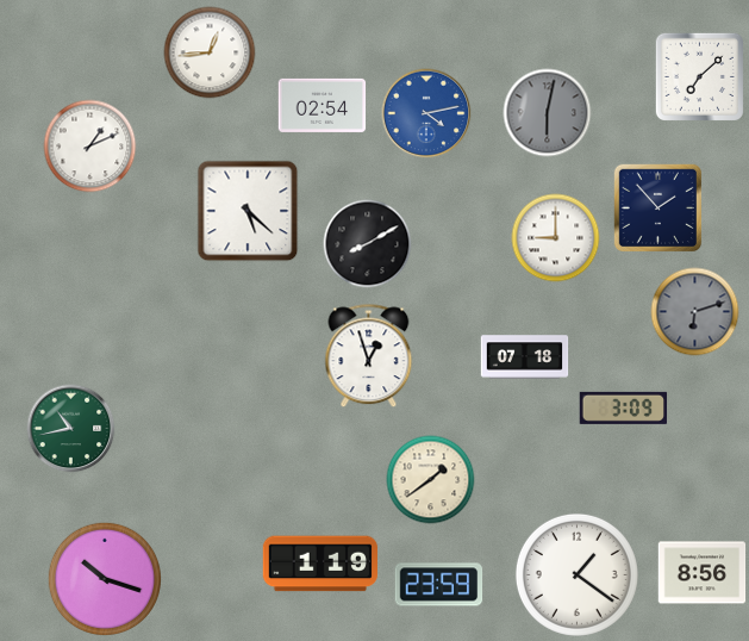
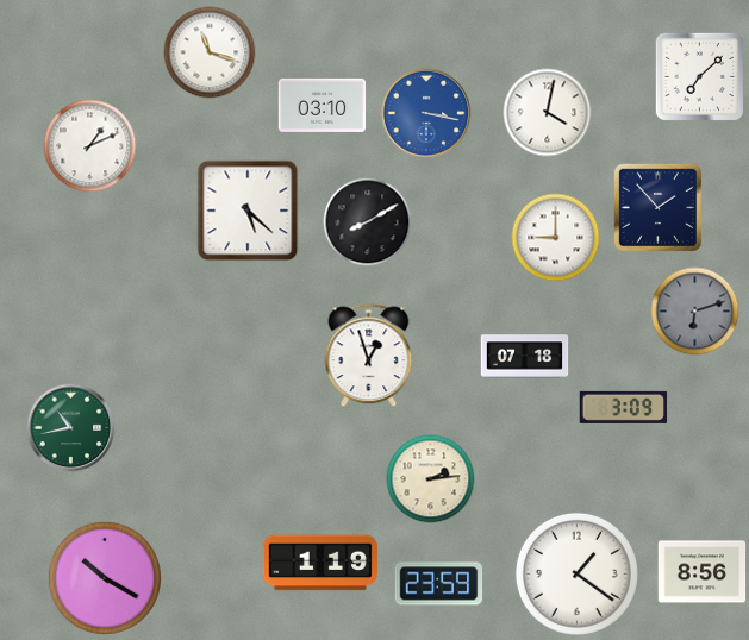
clock at (210, 52): 12:44 -> 11:18
clock at (323, 105): 02:54 -> 03:10
clock at (426, 113): 4:13 -> 3:17
clock at (548, 113): 6:02 -> 4:02
clock at (548, 113) dial: grey -> white
clock at (368, 244) position: (368, 244) -> (368, 222)
clock at (431, 480): 1:39 -> 2:14
clock at (104, 578): 10:18 -> 10:20
